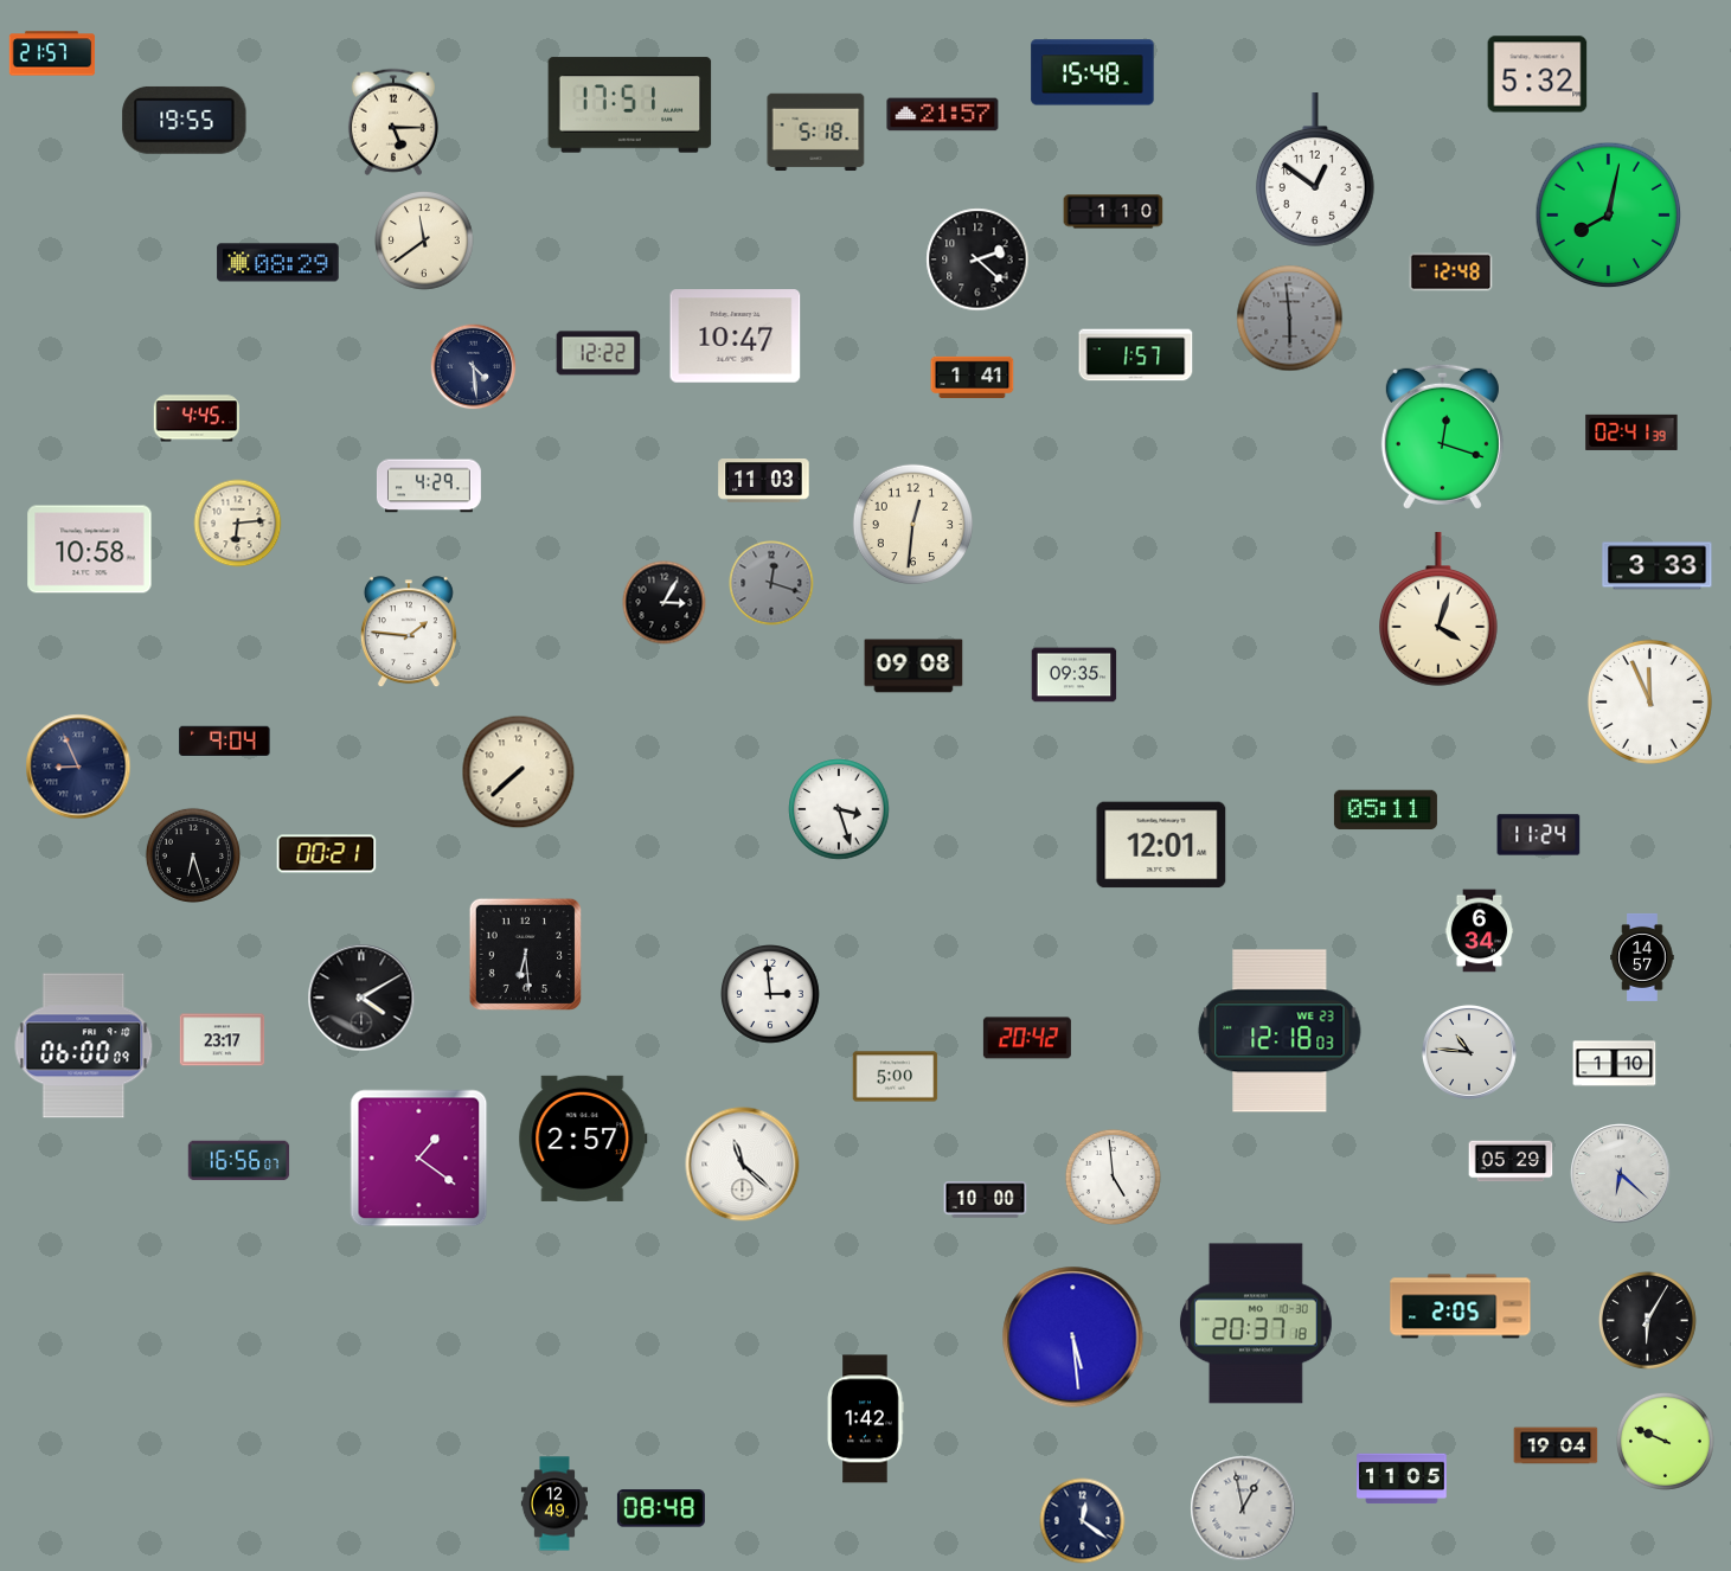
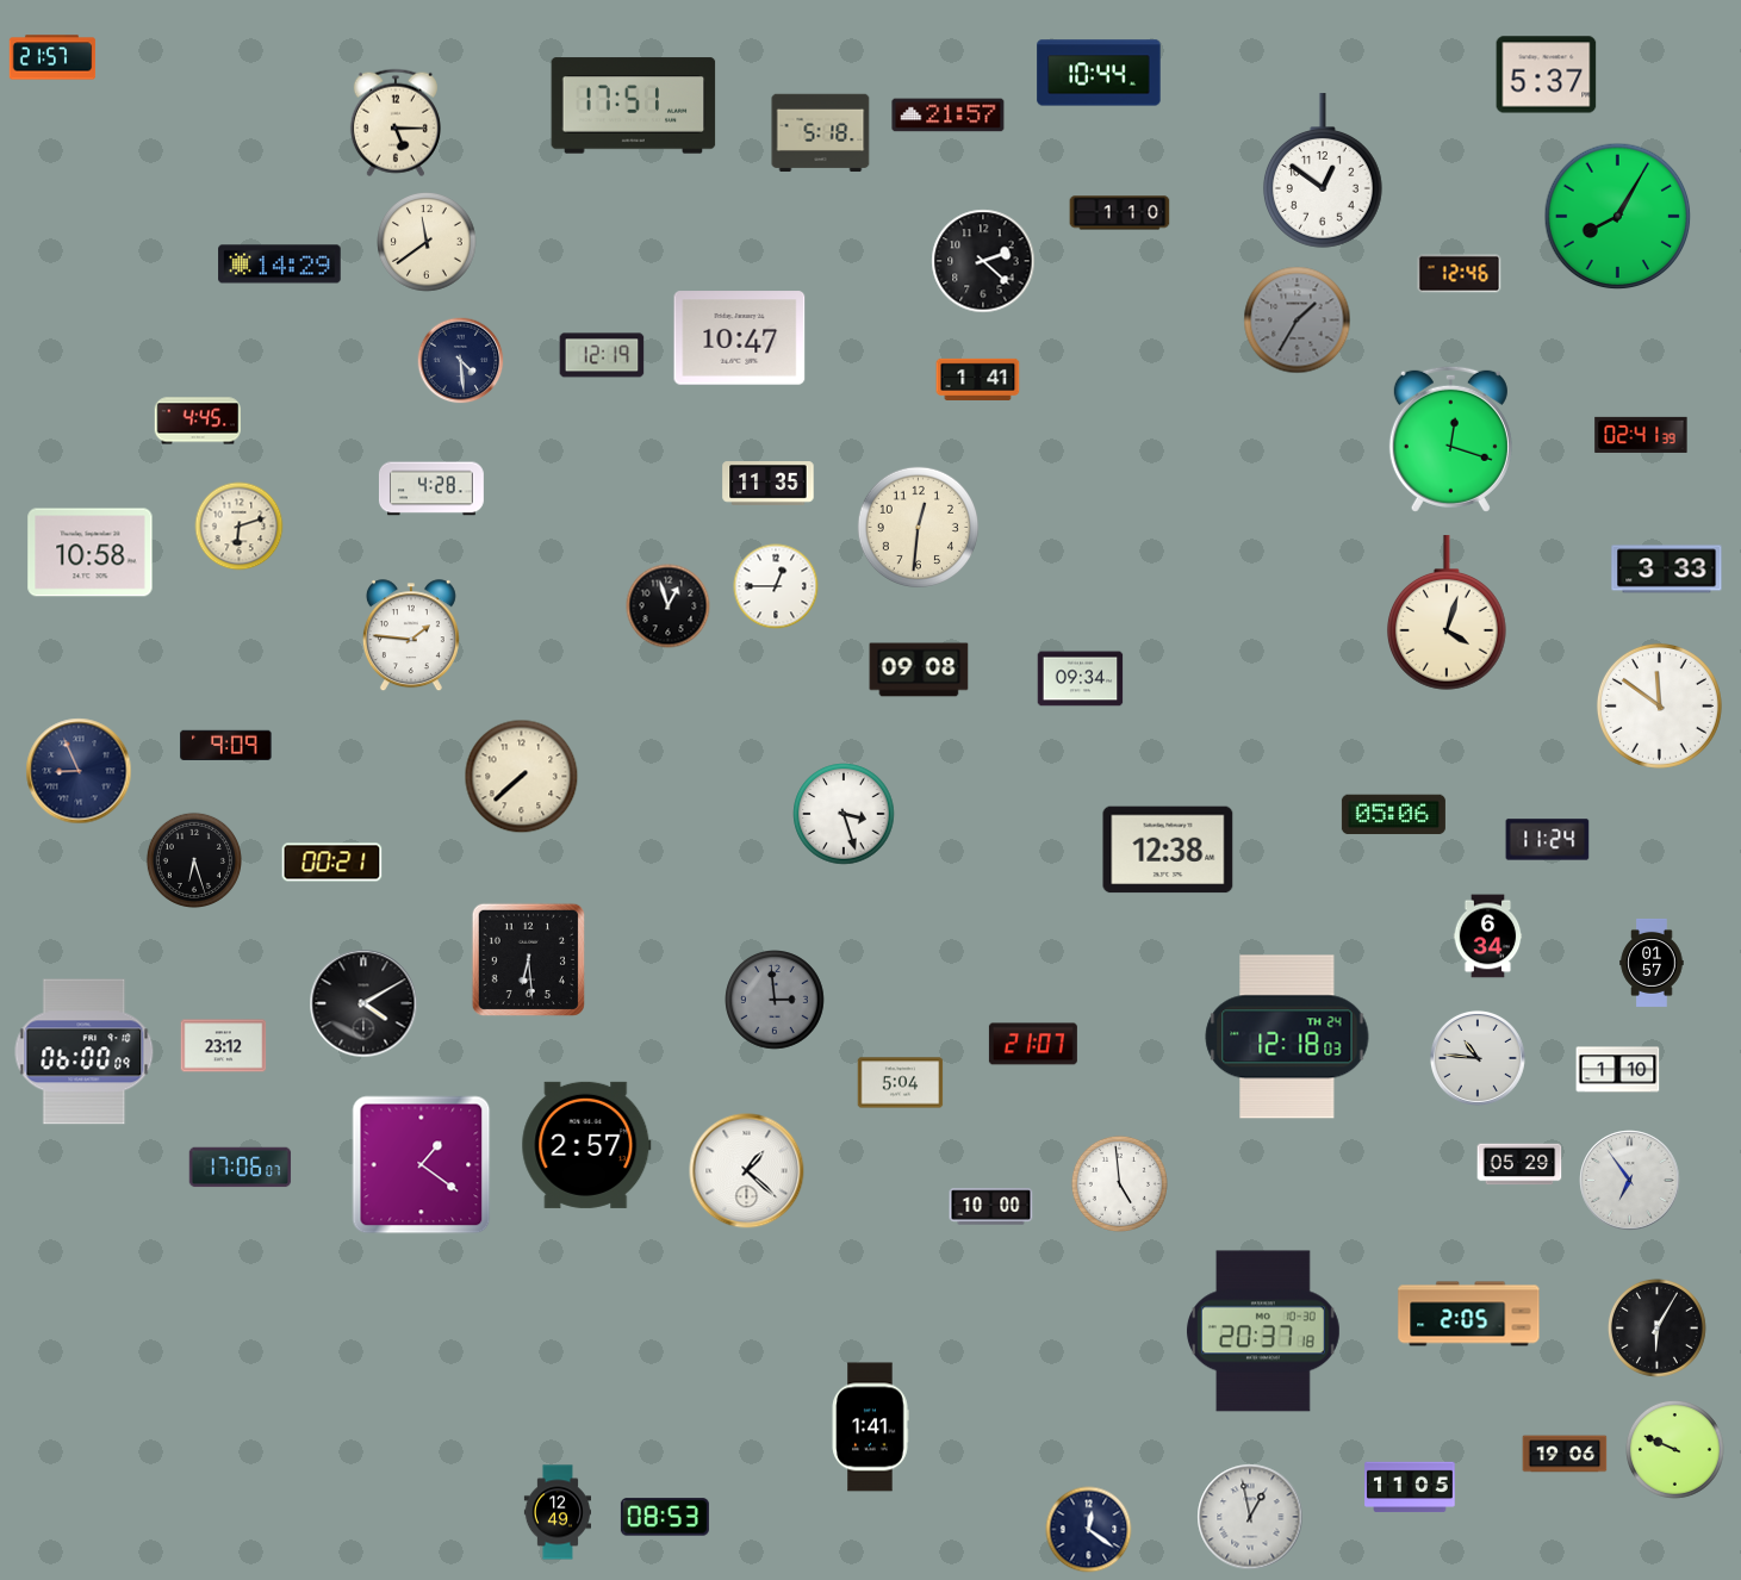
clock at (52, 53) position: (52, 53) -> (52, 57)
clock at (1092, 72): 15:48 -> 10:44
clock at (1538, 75): 5:32 -> 5:37
clock at (185, 120): 19:55 -> none
clock at (1609, 216): 8:02 -> 8:05
clock at (278, 263): 08:29 -> 14:29
clock at (1451, 272): 12:48 -> 12:46
clock at (1290, 319): 5:59 -> 1:35
clock at (598, 353): 12:22 -> 12:19
clock at (1136, 355): 1:57 -> none
clock at (474, 367) position: (474, 367) -> (461, 361)
clock at (764, 481): 11:03 -> 11:35
clock at (429, 486): 4:29 -> 4:28
clock at (238, 524): 6:14 -> 6:12
clock at (771, 583): 12:18 -> 12:45
clock at (771, 583) dial: grey -> white
clock at (665, 603): 3:05 -> 12:57
clock at (1075, 675): 09:35 -> 09:34
clock at (1649, 701): 11:56 -> 11:51
clock at (225, 740): 9:04 -> 9:09
clock at (1385, 810): 05:11 -> 05:06
clock at (1161, 845): 12:01 -> 12:38
clock at (327, 854) position: (327, 854) -> (332, 863)
clock at (1642, 957): 14:57 -> 01:57
clock at (771, 995) dial: white -> grey
clock at (1280, 1031) date: WE 23 -> TH 24
clock at (1027, 1038): 20:42 -> 21:07
clock at (223, 1040): 23:17 -> 23:12
clock at (1615, 1064) position: (1615, 1064) -> (1618, 1070)
clock at (896, 1077): 5:00 -> 5:04
clock at (239, 1161): 16:56 -> 17:06
clock at (1511, 1161) position: (1511, 1161) -> (1519, 1164)
clock at (743, 1165): 11:22 -> 1:22
clock at (1621, 1174): 6:22 -> 6:54
clock at (1073, 1338): 5:29 -> none
clock at (865, 1419): 1:42 -> 1:41
clock at (1556, 1445): 19:04 -> 19:06
clock at (661, 1508): 08:48 -> 08:53
